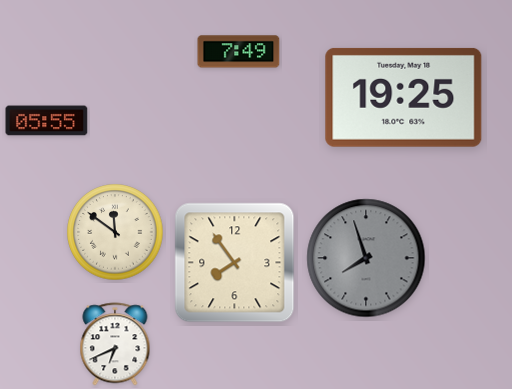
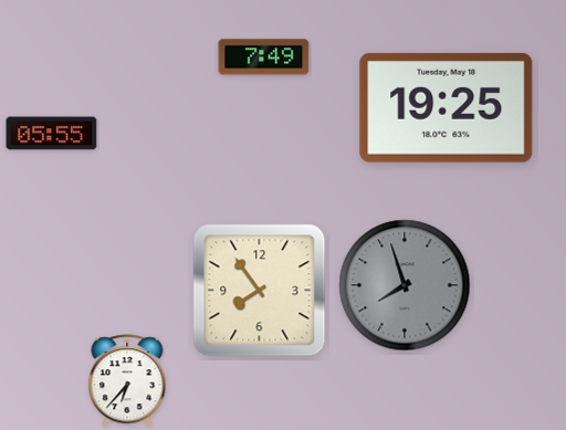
clock at (115, 232): 11:51 -> none
clock at (115, 344): 6:41 -> 6:37
